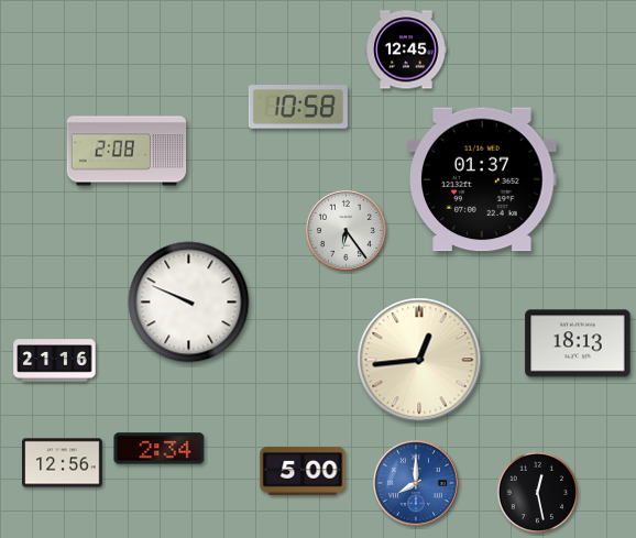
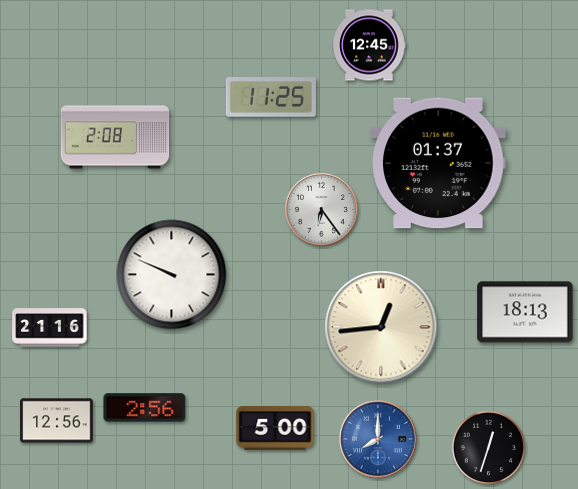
clock at (298, 107): 10:58 -> 11:25
clock at (346, 230) position: (346, 230) -> (321, 209)
clock at (160, 449): 2:34 -> 2:56
clock at (538, 493): 12:28 -> 12:33
